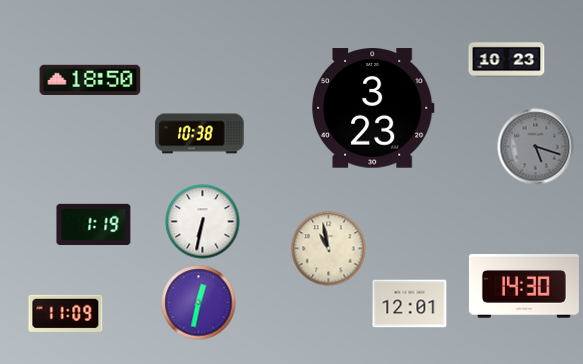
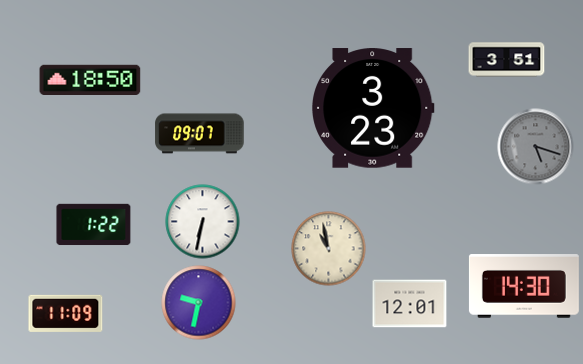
clock at (507, 60): 10:23 -> 3:51
clock at (200, 134): 10:38 -> 09:07
clock at (94, 225): 1:19 -> 1:22
clock at (199, 303): 12:32 -> 9:32
